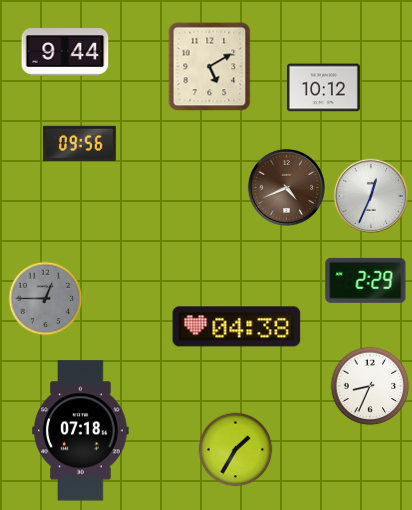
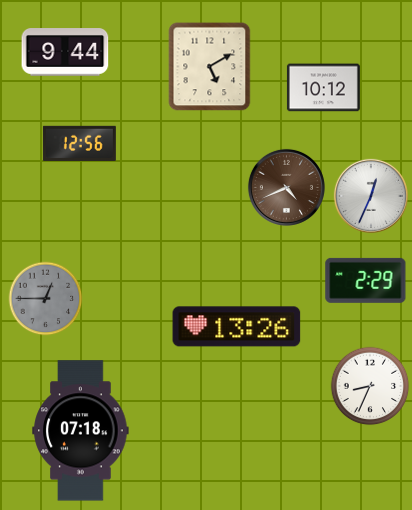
clock at (79, 143): 09:56 -> 12:56
clock at (237, 327): 04:38 -> 13:26
clock at (236, 450): 1:35 -> none
